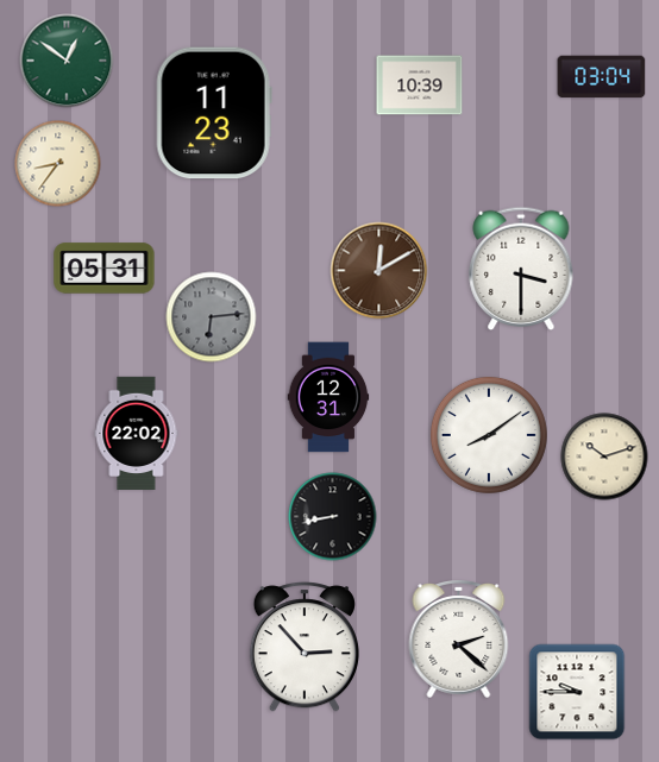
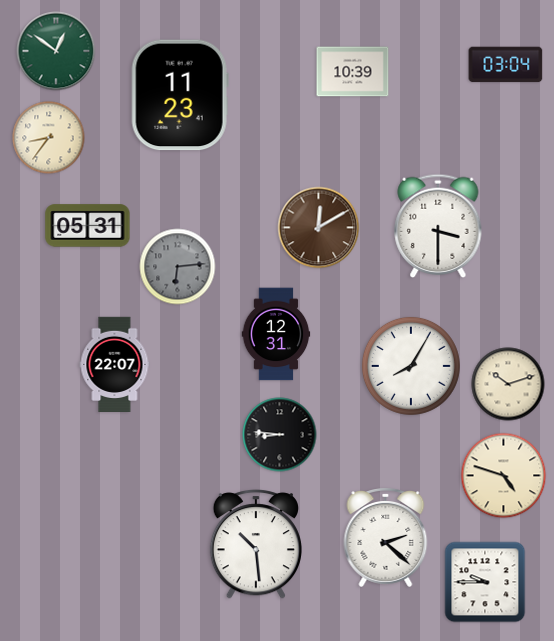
clock at (137, 433): 22:02 -> 22:07
clock at (489, 435): 8:09 -> 8:05
clock at (333, 517): 8:43 -> 8:46
clock at (504, 476): none -> 4:48
clock at (305, 647): 2:53 -> 10:29
